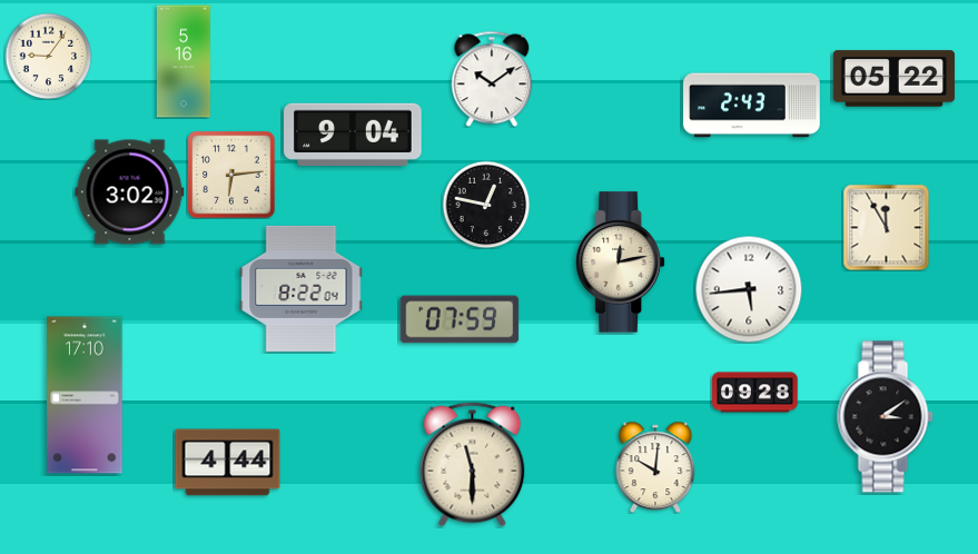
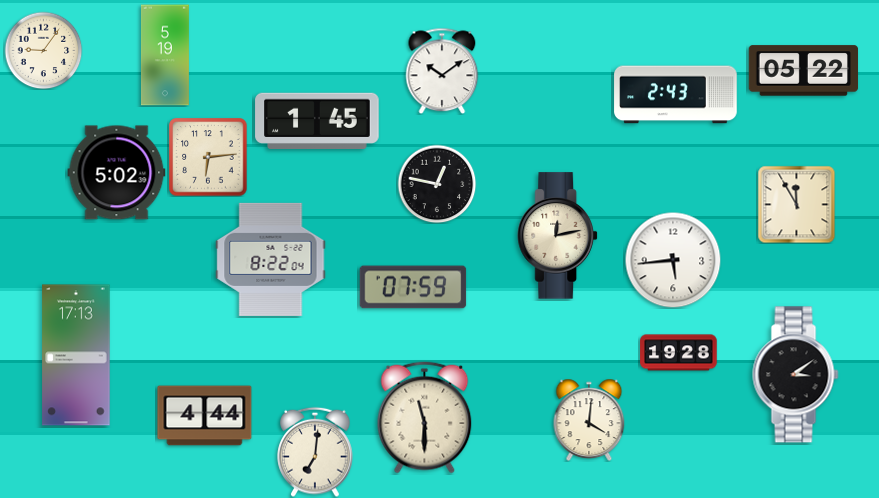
clock at (184, 61): 5:16 -> 5:19
clock at (353, 133): 9:04 -> 1:45
clock at (130, 192): 3:02 -> 5:02
clock at (755, 393): 09:28 -> 19:28
clock at (85, 395): 17:10 -> 17:13
clock at (655, 467): 10:01 -> 4:01
clock at (315, 452): none -> 7:01
